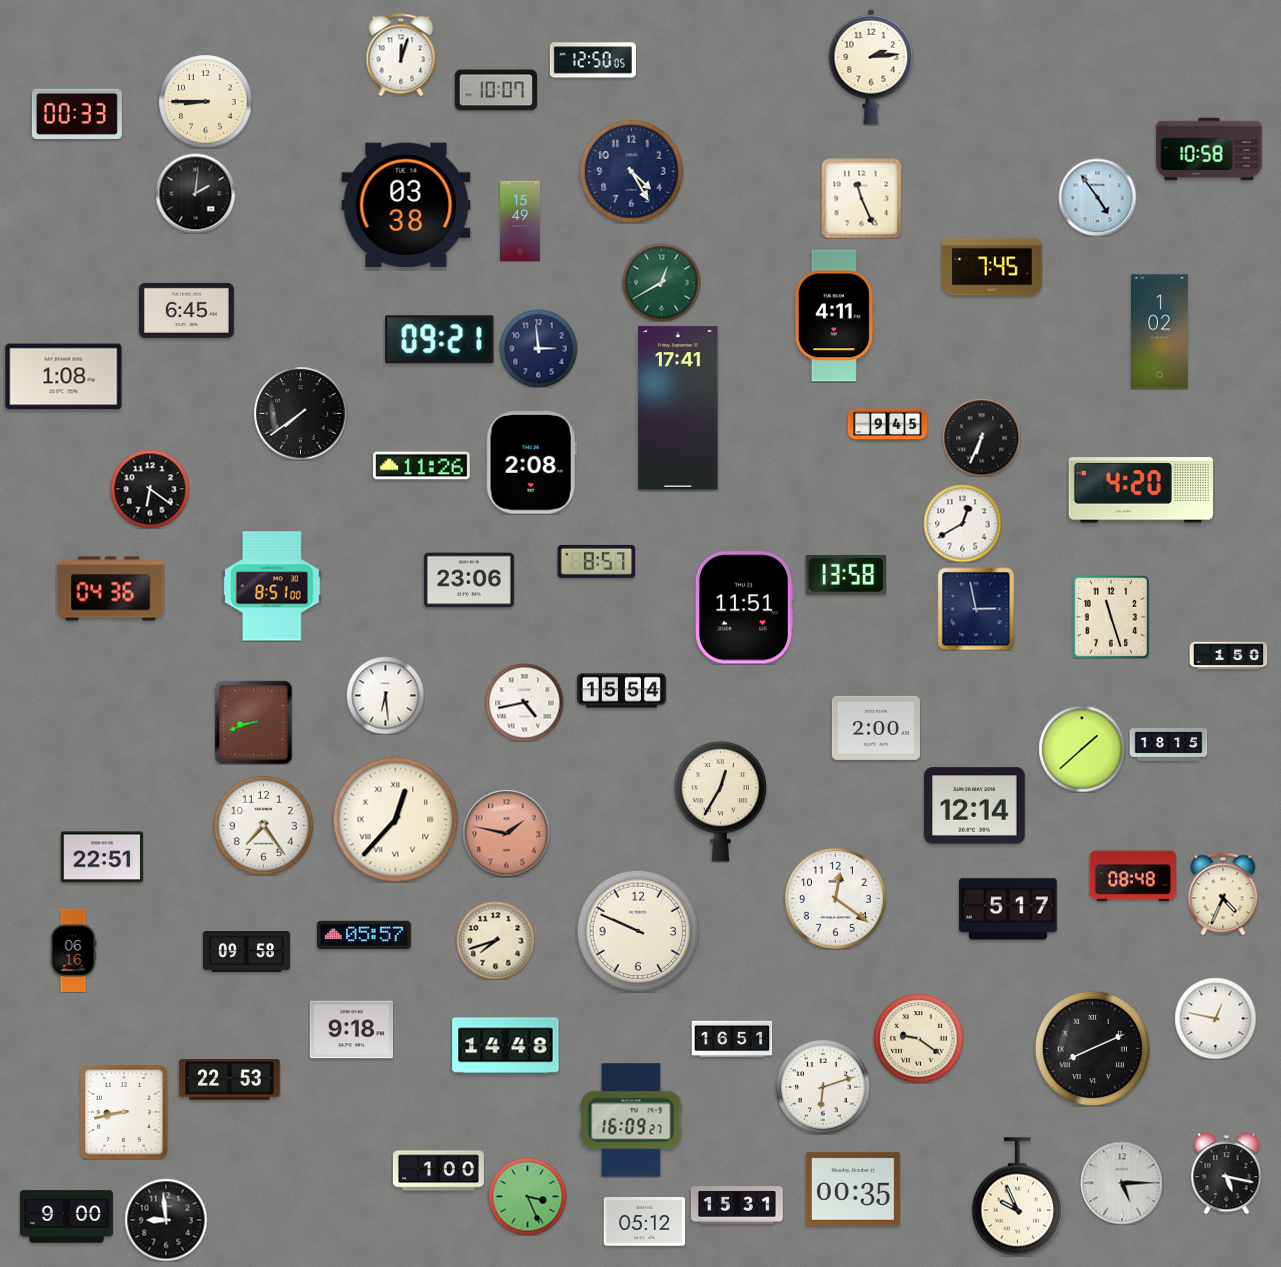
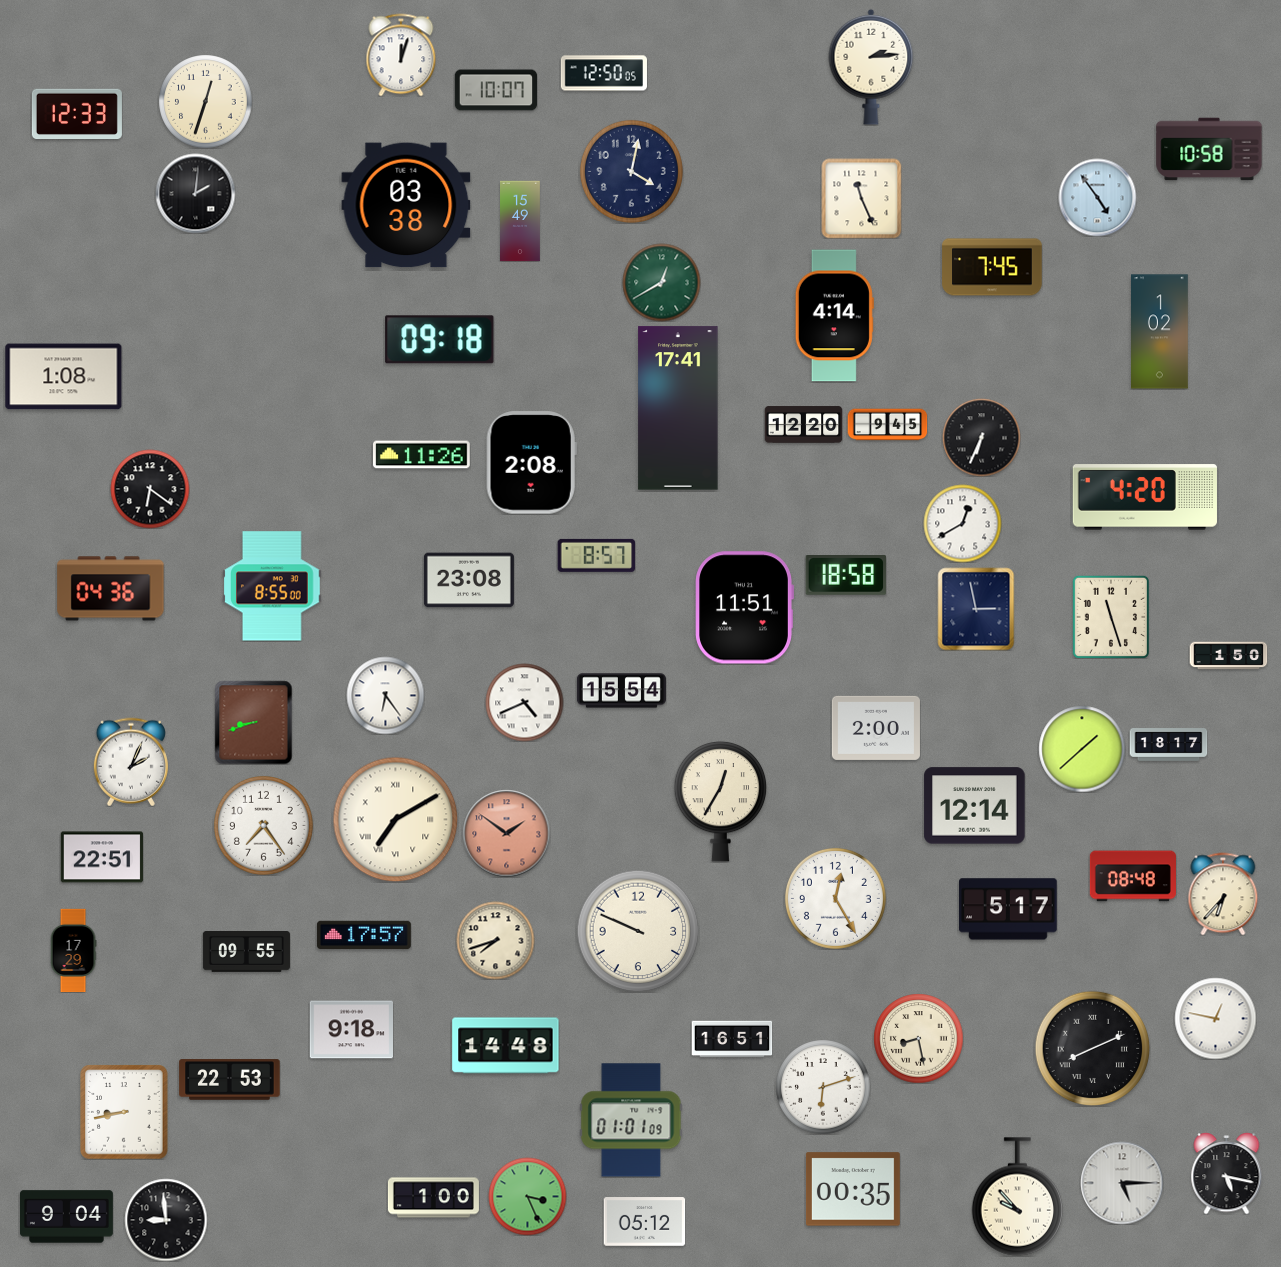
clock at (593, 60) position: (593, 60) -> (604, 73)
clock at (205, 101): 8:45 -> 12:33
clock at (77, 113): 00:33 -> 12:33
clock at (631, 171): 4:25 -> 4:02
clock at (186, 310): 6:45 -> none
clock at (834, 316): 4:11 -> 4:14
clock at (440, 340): 09:21 -> 09:18
clock at (538, 348): 2:59 -> none
clock at (300, 413): 7:39 -> none
clock at (803, 425): none -> 12:20
clock at (422, 466) position: (422, 466) -> (422, 455)
clock at (1141, 490) position: (1141, 490) -> (1145, 497)
clock at (596, 561) position: (596, 561) -> (596, 555)
clock at (845, 576): 13:58 -> 18:58
clock at (469, 580): 23:06 -> 23:08
clock at (273, 586): 8:51 -> 8:55
clock at (385, 695): 6:29 -> 6:24
clock at (524, 702): 4:43 -> 4:41
clock at (1168, 745): 18:15 -> 18:17
clock at (131, 762): none -> 2:04
clock at (395, 819): 12:37 -> 7:10
clock at (506, 833): 1:47 -> 1:51
clock at (1223, 894): 4:34 -> 6:37
clock at (835, 898): 12:21 -> 12:25
clock at (364, 935): 05:57 -> 17:57
clock at (73, 950): 06:16 -> 17:29
clock at (246, 952): 09:58 -> 09:55
clock at (918, 1038): 9:21 -> 8:28
clock at (631, 1120): 16:09 -> 01:01
clock at (438, 1171) position: (438, 1171) -> (433, 1198)
clock at (1018, 1197): 9:56 -> 9:53
clock at (737, 1205): 15:31 -> none
clock at (66, 1217): 9:00 -> 9:04
